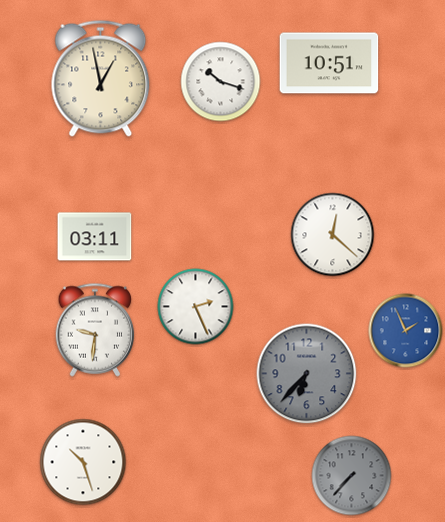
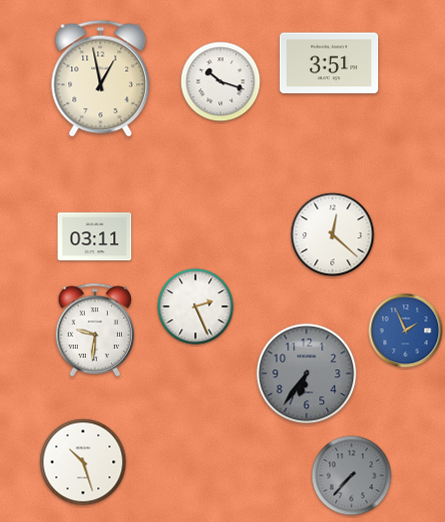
clock at (329, 63): 10:51 -> 3:51
clock at (307, 374): 6:37 -> 6:36
